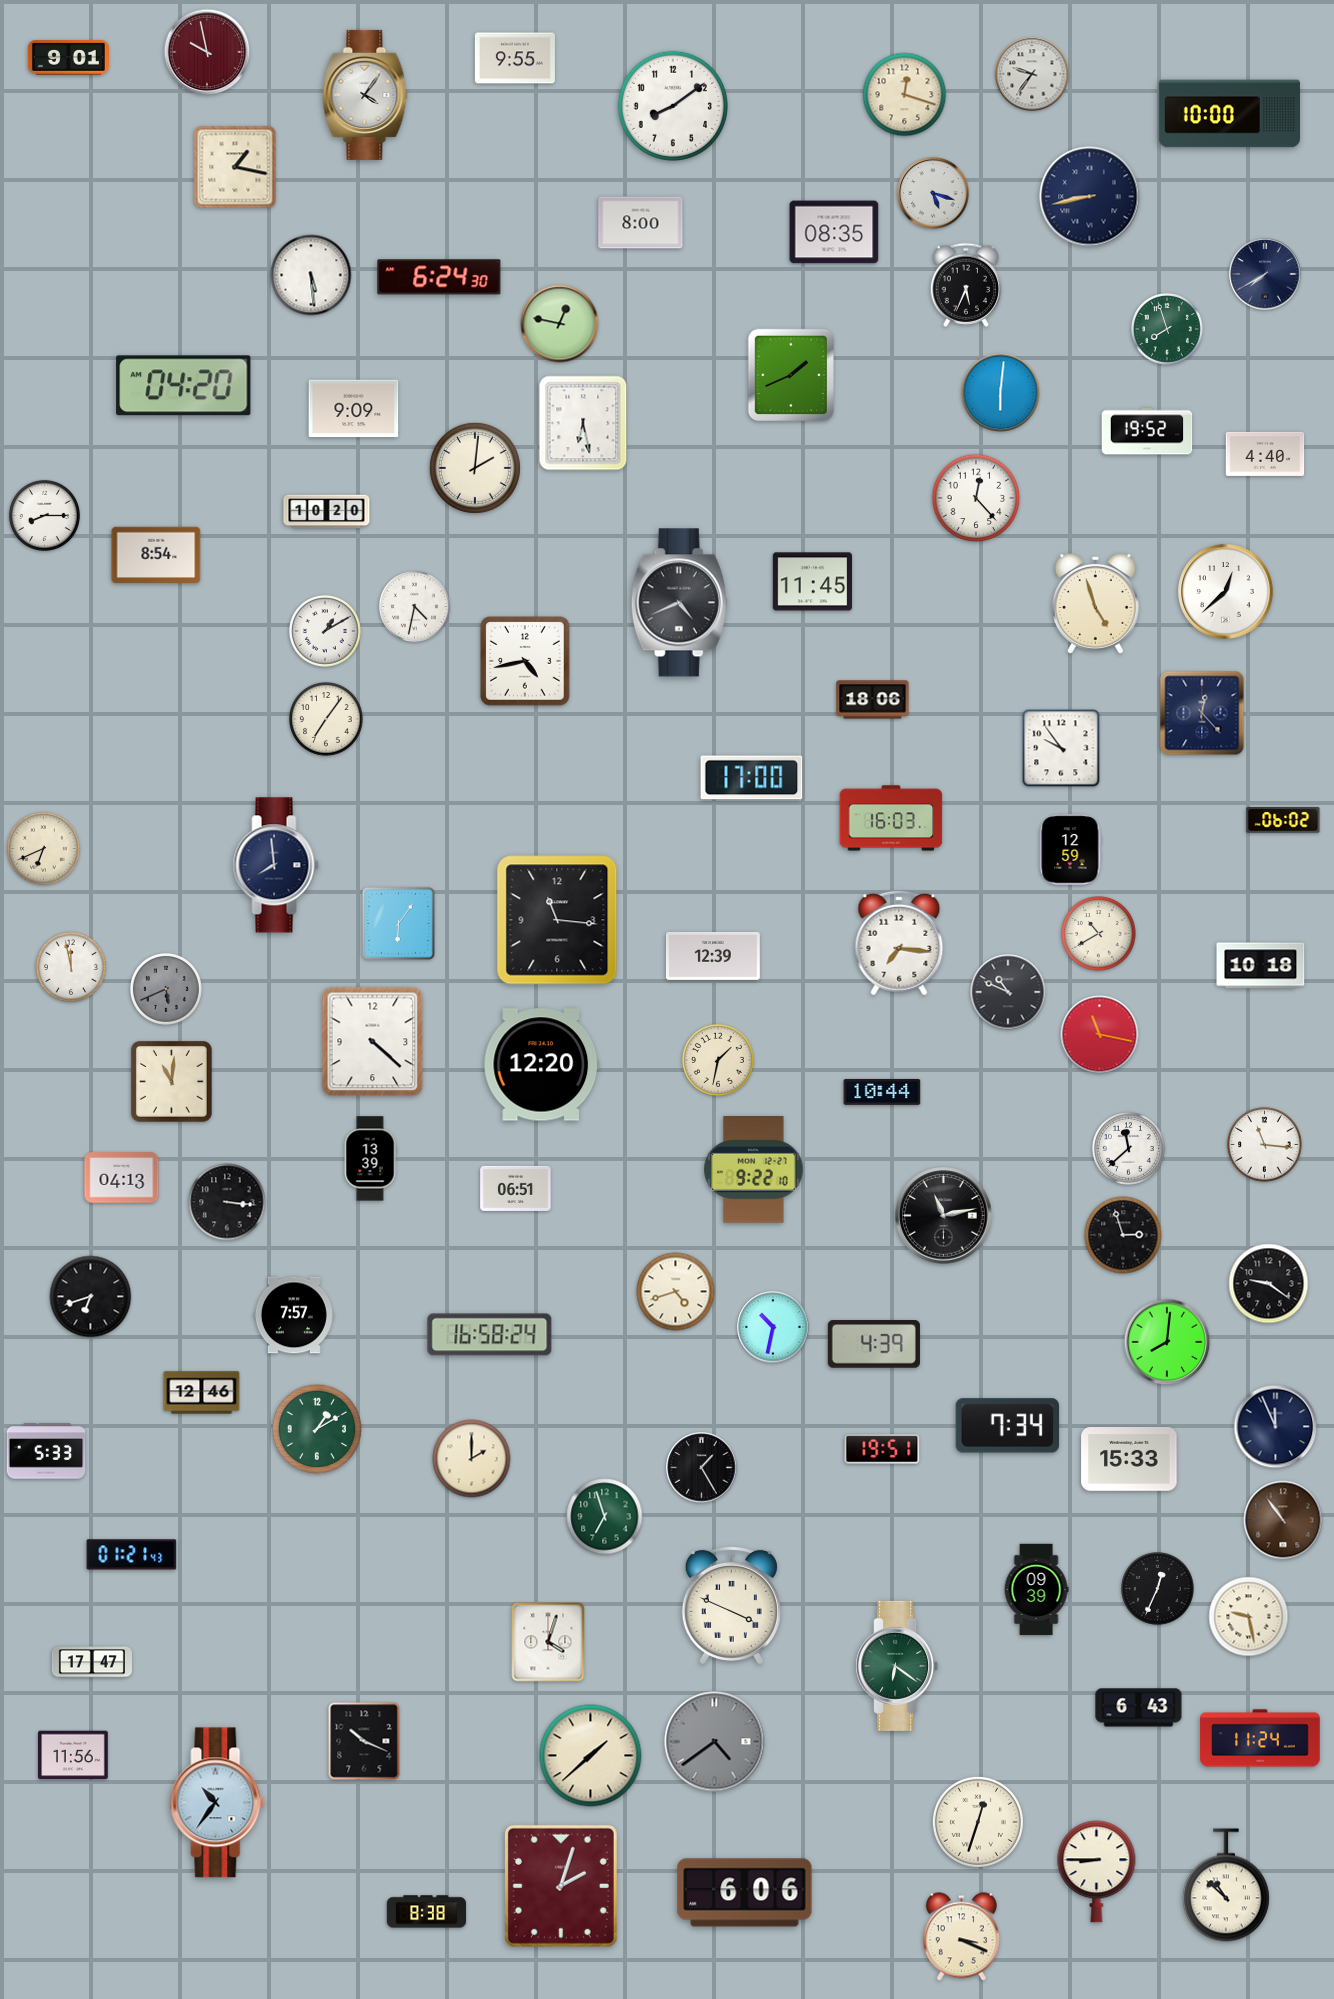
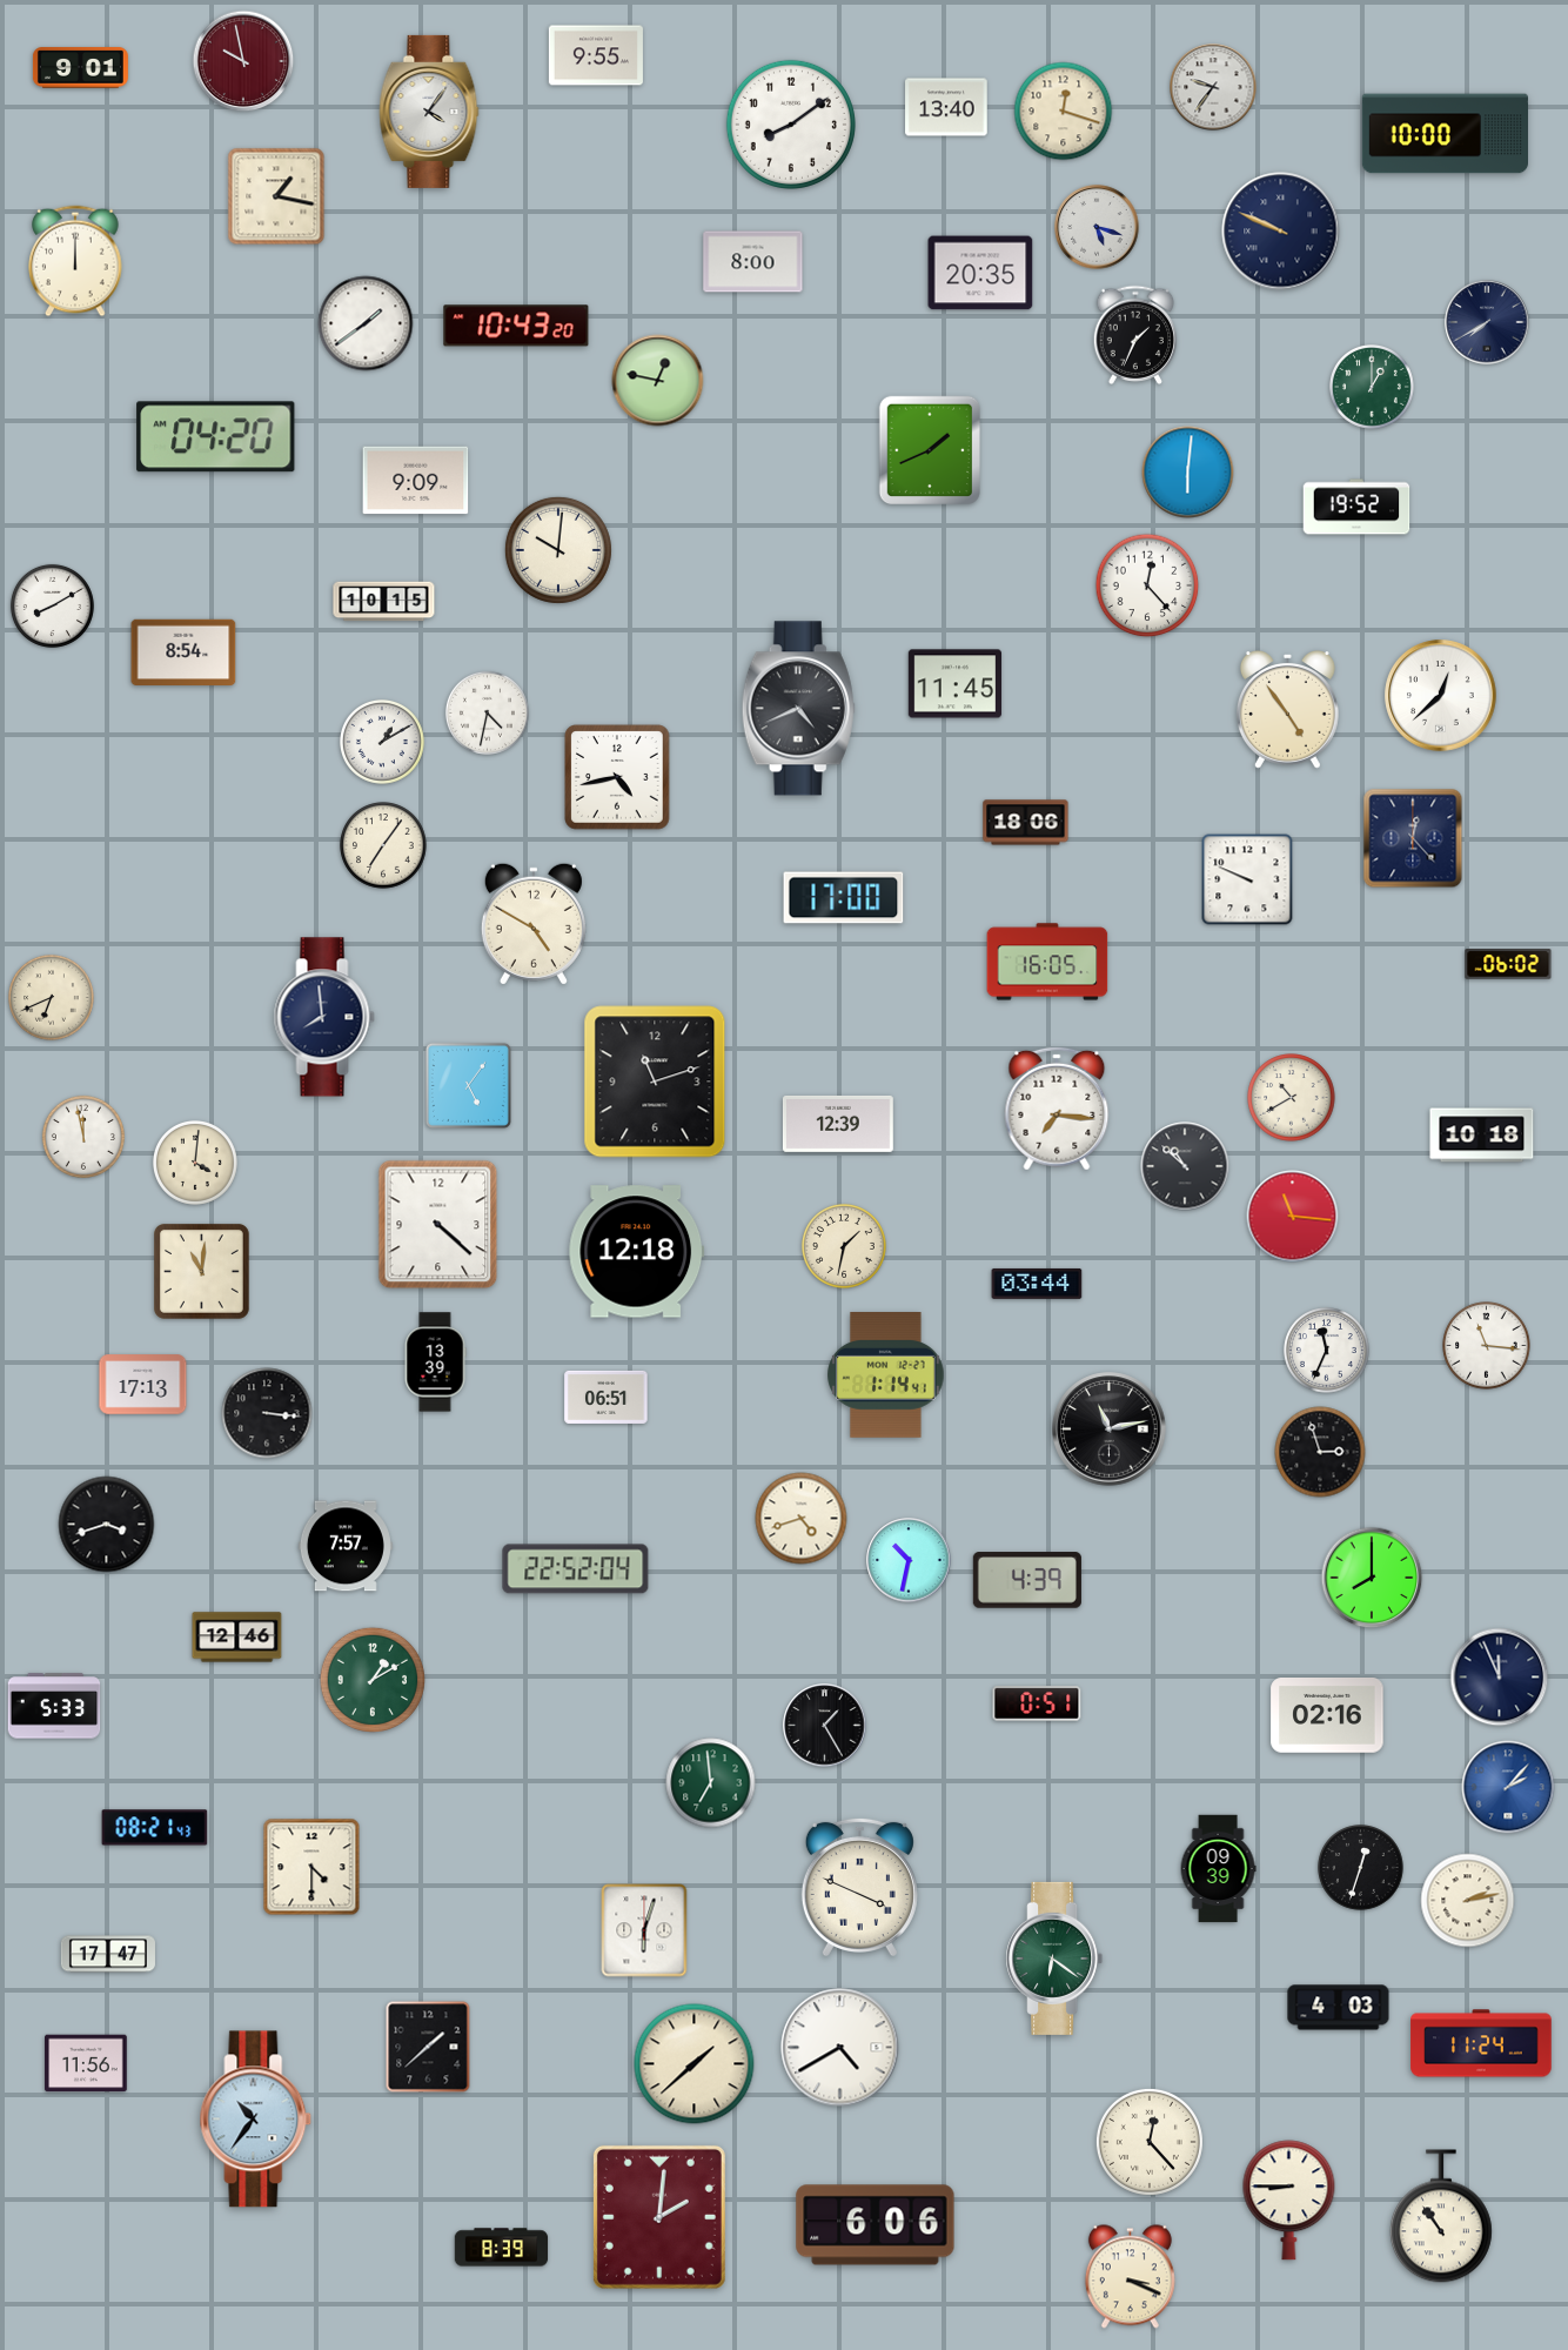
clock at (515, 58) position: (515, 58) -> (596, 55)
clock at (946, 107): none -> 13:40
clock at (1090, 197): 8:43 -> 9:49
clock at (75, 261): none -> 12:00
clock at (834, 232): 08:35 -> 20:35
clock at (311, 275): 5:29 -> 1:39
clock at (439, 277): 6:24 -> 10:43
clock at (966, 285): 5:34 -> 1:34
clock at (1167, 329): 7:57 -> 1:00
clock at (790, 375) position: (790, 375) -> (929, 450)
clock at (184, 386) position: (184, 386) -> (216, 437)
clock at (1001, 393) position: (1001, 393) -> (1188, 473)
clock at (583, 423): 6:28 -> none
clock at (1147, 431) position: (1147, 431) -> (1356, 507)
clock at (1265, 454): 4:40 -> none
clock at (475, 468): 2:01 -> 10:01
clock at (327, 512): 10:20 -> 10:15
clock at (44, 515): 8:15 -> 8:10
clock at (1095, 604): 4:57 -> 4:54
clock at (1061, 748): 9:54 -> 9:49
clock at (752, 778) position: (752, 778) -> (844, 898)
clock at (534, 924): none -> 4:50
clock at (891, 818): 16:03 -> 16:05
clock at (1071, 850): 12:59 -> none
clock at (557, 920): 11:16 -> 11:12
clock at (398, 923): 6:06 -> 5:06
clock at (166, 989): 5:41 -> 4:01
clock at (166, 989) dial: grey -> cream
clock at (1008, 992): 10:49 -> 10:52
clock at (1100, 1035): 11:17 -> 11:16
clock at (542, 1065): 12:20 -> 12:18
clock at (882, 1092): 10:44 -> 03:44
clock at (1129, 1149): 11:38 -> 11:34
clock at (754, 1170): 9:22 -> 1:14
clock at (122, 1178): 04:13 -> 17:13
clock at (1269, 1284): 9:21 -> none
clock at (676, 1292) position: (676, 1292) -> (802, 1519)
clock at (91, 1297): 6:42 -> 3:42
clock at (490, 1335): 16:58 -> 22:52
clock at (1167, 1342): 8:01 -> 8:00
clock at (1007, 1426): 7:34 -> none
clock at (882, 1449): 19:51 -> 0:51
clock at (472, 1459): 2:00 -> none
clock at (1129, 1460): 15:33 -> 02:16
clock at (605, 1517): 6:57 -> 6:59
clock at (1283, 1520): 10:54 -> 2:07
clock at (1283, 1520) dial: brown -> blue
clock at (132, 1555): 01:21 -> 08:21
clock at (311, 1867): none -> 4:30
clock at (1158, 1589): 12:34 -> 12:33
clock at (1249, 1617): 9:28 -> 2:13
clock at (548, 1642): 4:03 -> 6:03
clock at (1139, 1708): 6:43 -> 4:03
clock at (364, 1741): 10:19 -> 1:38
clock at (715, 1742): 4:39 -> 4:40
clock at (715, 1742) dial: grey -> white
clock at (978, 1822): 12:33 -> 12:23
clock at (1226, 1885): 10:52 -> 10:54
clock at (561, 1886): 2:03 -> 2:01
clock at (427, 1912): 8:38 -> 8:39
